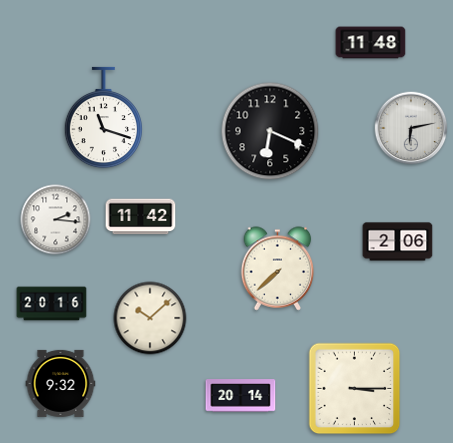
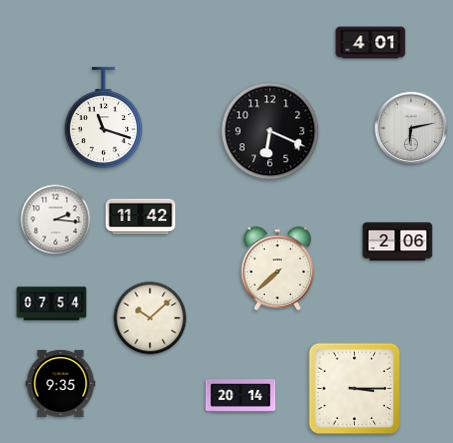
clock at (371, 43): 11:48 -> 4:01
clock at (52, 304): 20:16 -> 07:54
clock at (61, 383): 9:32 -> 9:35
